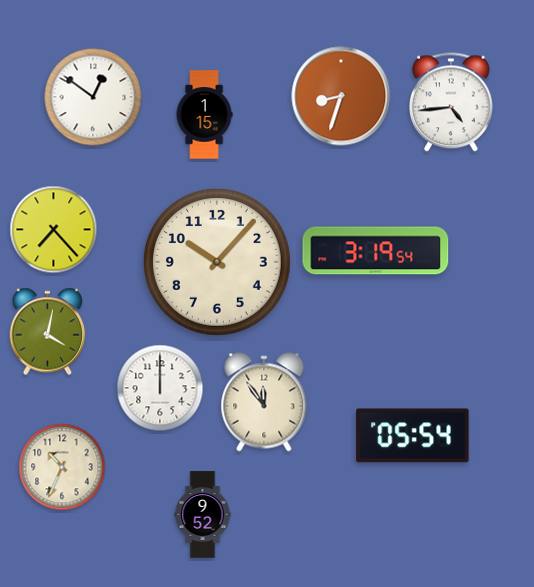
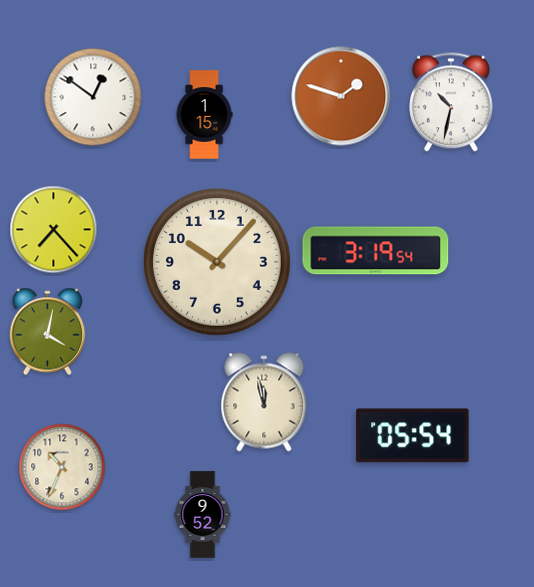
clock at (341, 96): 8:33 -> 1:48
clock at (452, 102): 4:44 -> 10:32
clock at (160, 388): 12:00 -> none
clock at (264, 402): 11:54 -> 11:58
